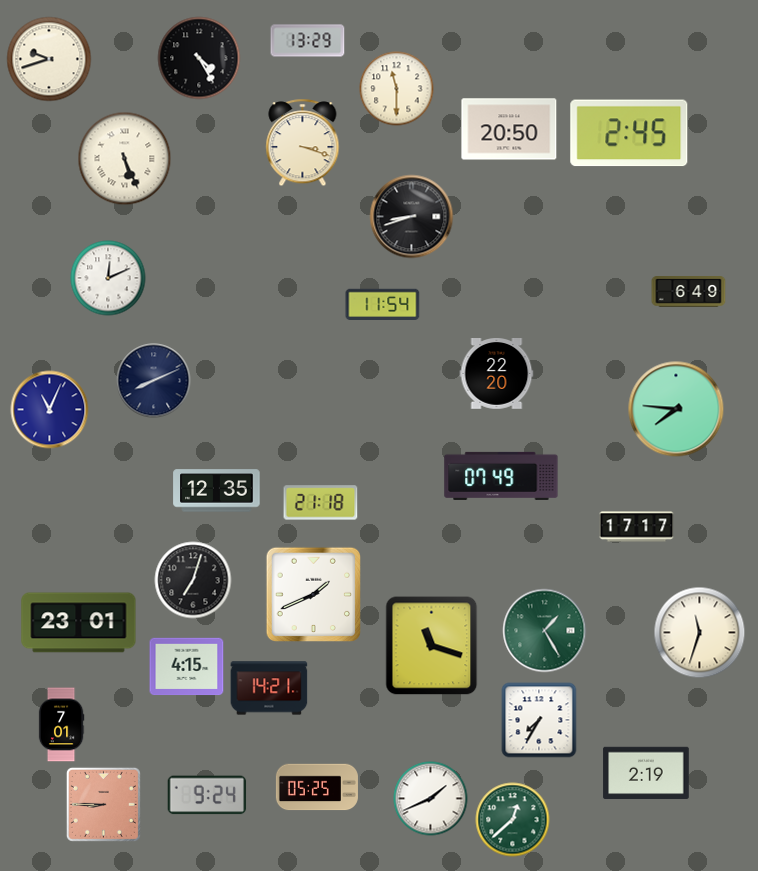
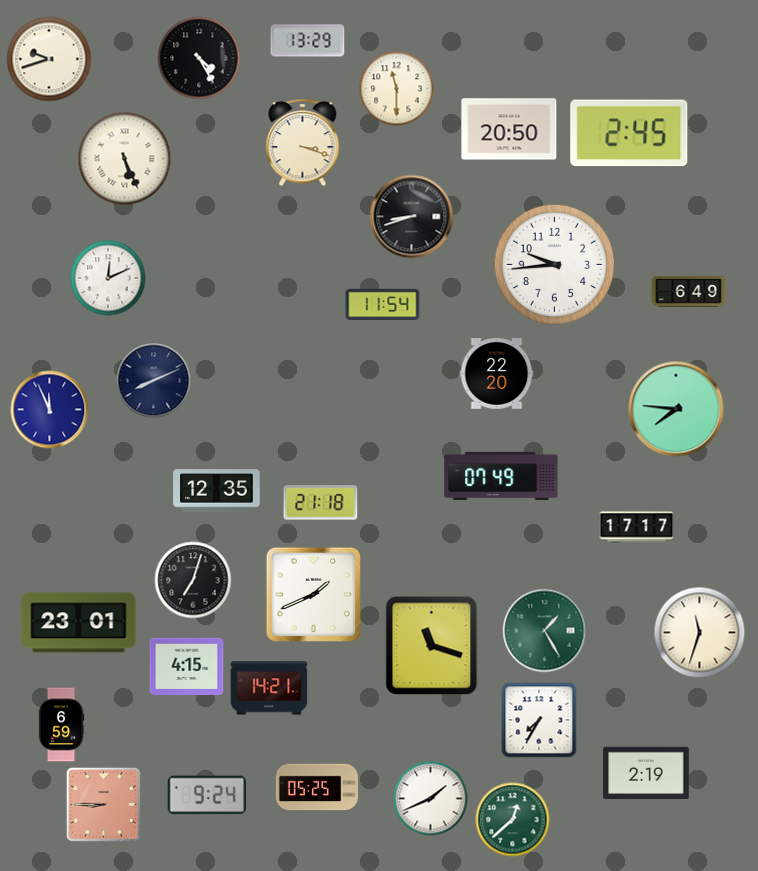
clock at (554, 264): none -> 9:44
clock at (50, 410): 11:04 -> 11:56
clock at (61, 725): 7:01 -> 6:59
